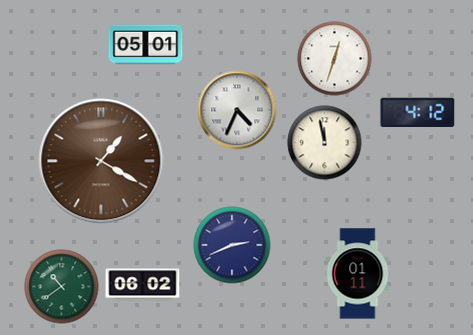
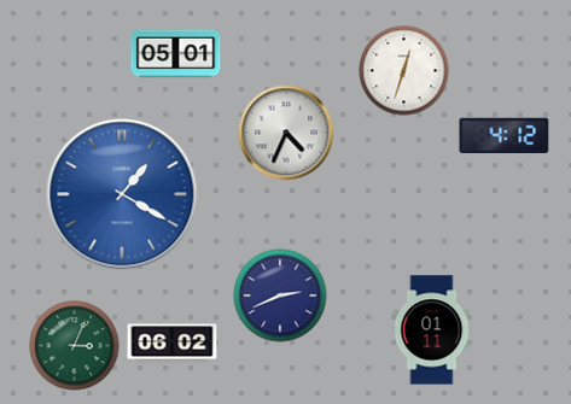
clock at (325, 143): 11:58 -> none
clock at (101, 161) dial: brown -> blue
clock at (62, 287): 10:39 -> 3:04
